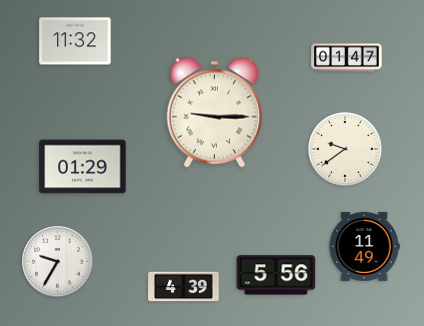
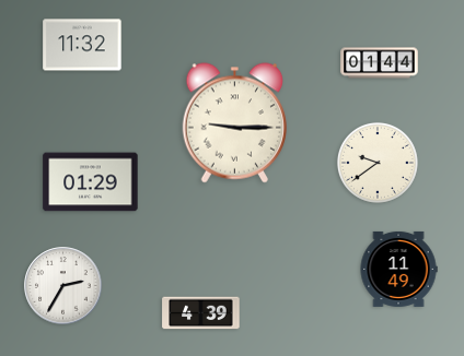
clock at (347, 58): 01:47 -> 01:44
clock at (58, 262): 9:35 -> 2:35
clock at (276, 275): 5:56 -> none
